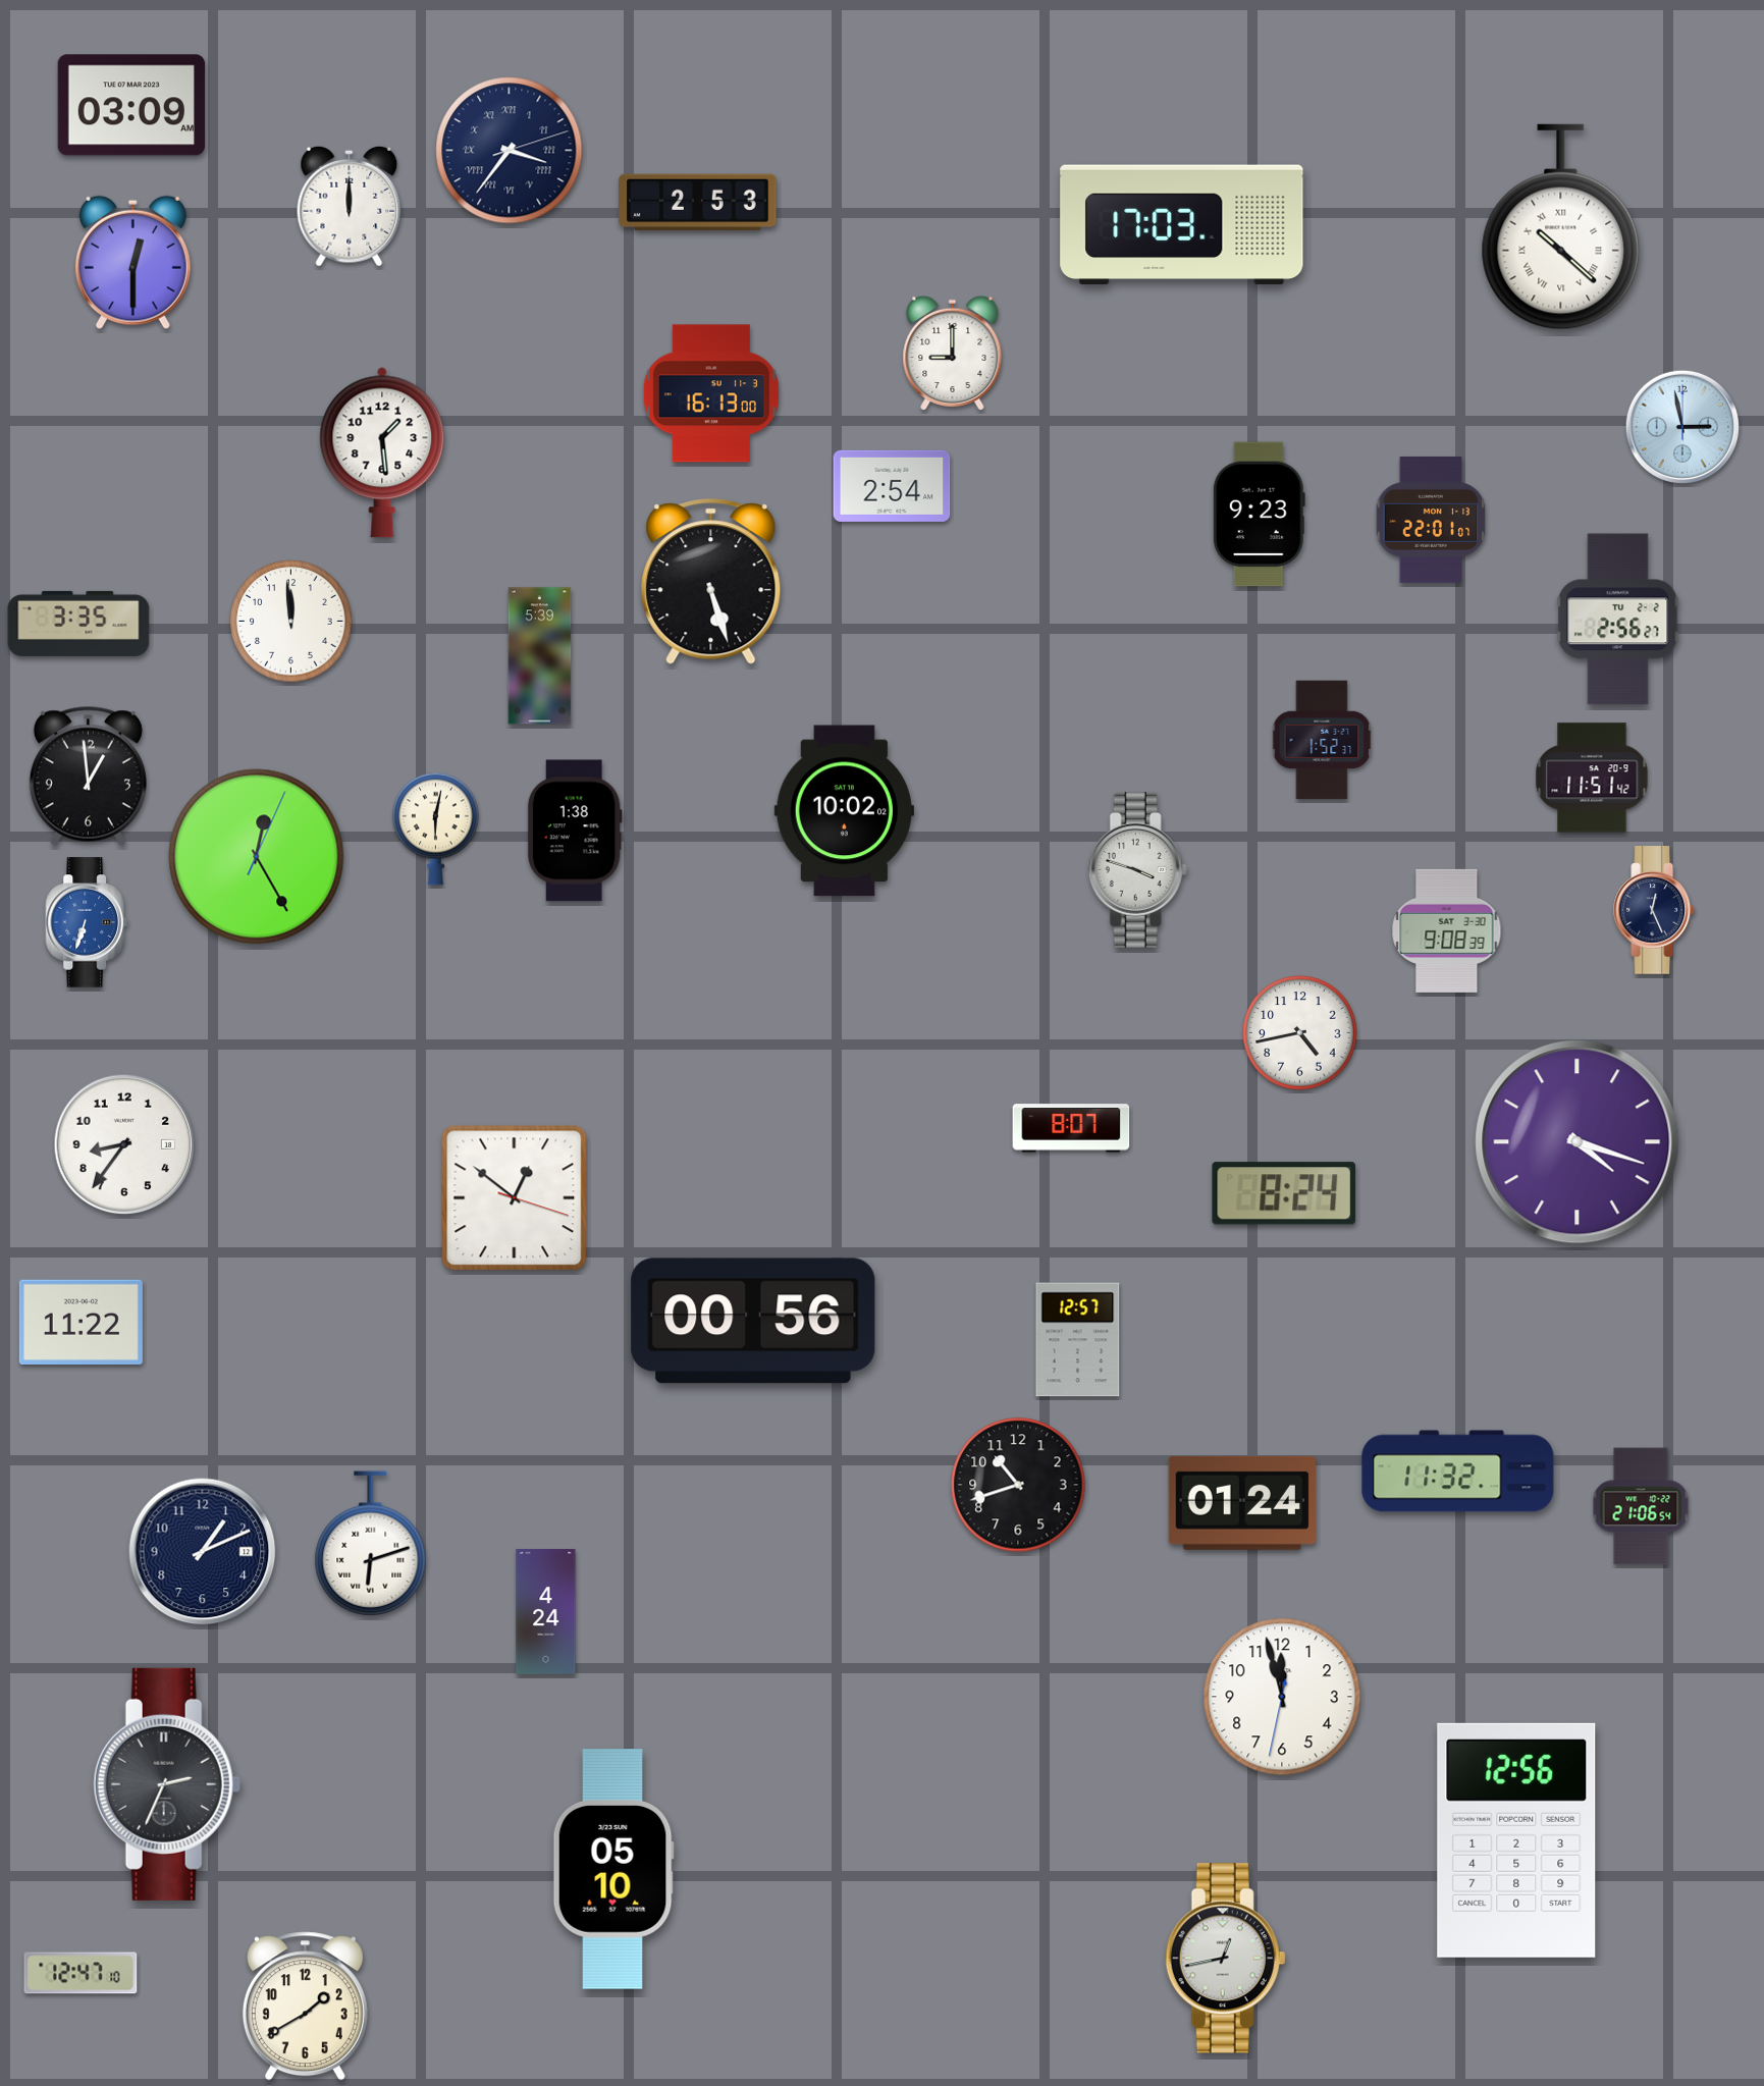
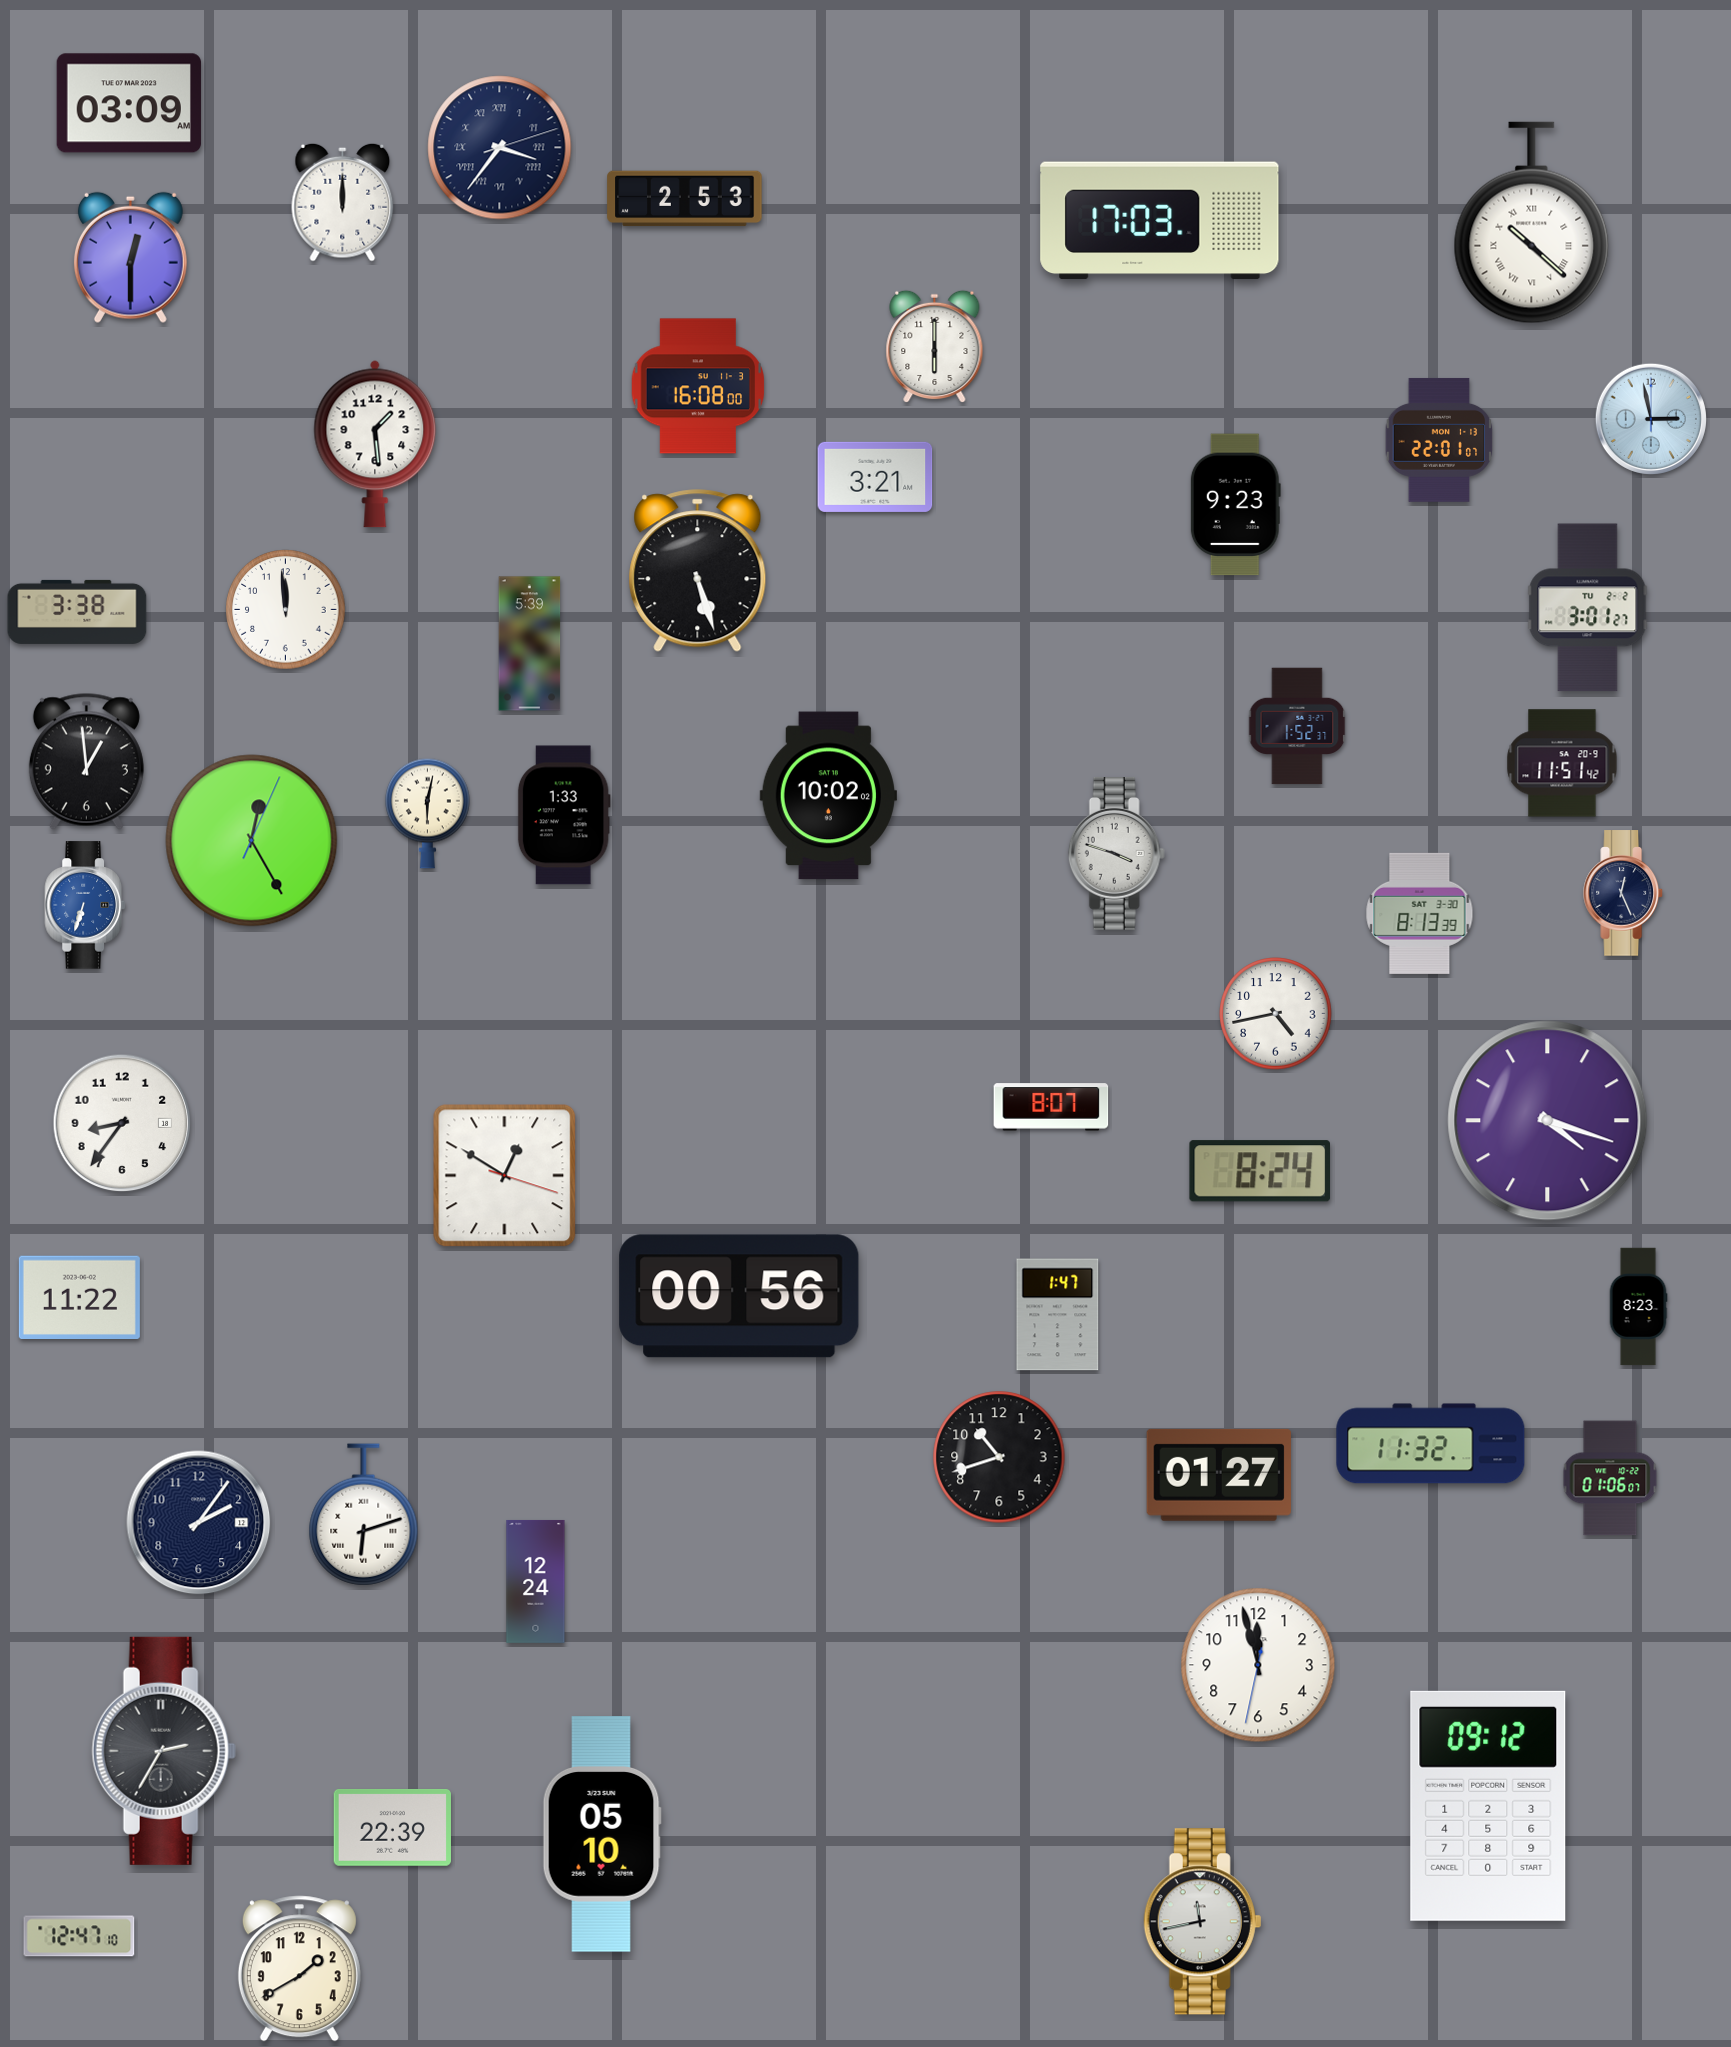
clock at (953, 354): 9:00 -> 6:00
clock at (711, 393): 16:13 -> 16:08
clock at (892, 486): 2:54 -> 3:21
clock at (1431, 520) position: (1431, 520) -> (1439, 440)
clock at (1618, 620): 2:56 -> 3:01
clock at (78, 624): 3:35 -> 3:38
clock at (575, 831): 1:38 -> 1:33
clock at (1447, 930): 9:08 -> 8:13
clock at (515, 1198): 12:51 -> 12:50
clock at (1638, 1307): none -> 8:23
clock at (1078, 1340): 12:57 -> 1:47
clock at (1242, 1503): 01:24 -> 01:27
clock at (1641, 1506): 21:06 -> 01:06
clock at (203, 1552): 1:11 -> 2:06
clock at (546, 1611): 4:24 -> 12:24
clock at (167, 1784): 2:34 -> 2:35
clock at (1516, 1840): 12:56 -> 09:12
clock at (393, 1828): none -> 22:39
clock at (1226, 1959): 12:43 -> 11:43
